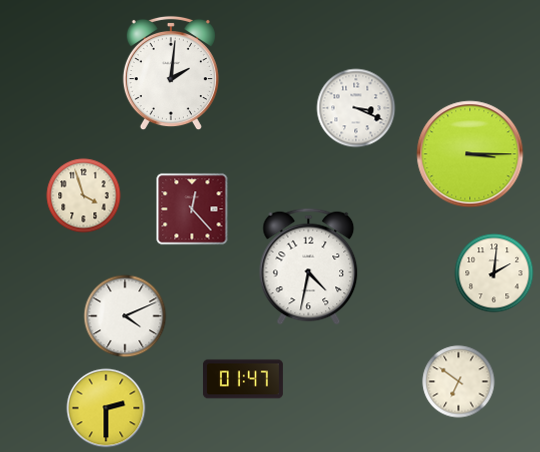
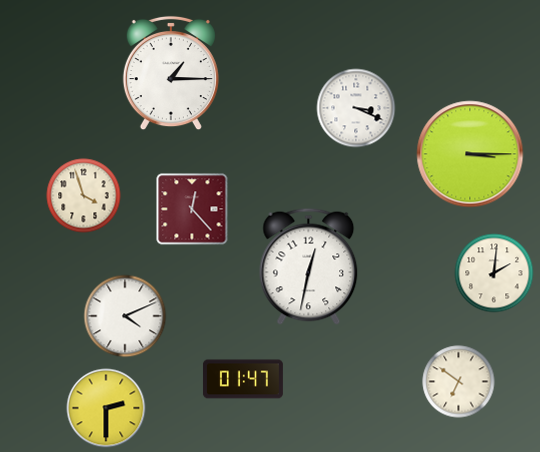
clock at (171, 73): 2:01 -> 1:15
clock at (309, 266): 4:32 -> 12:32
